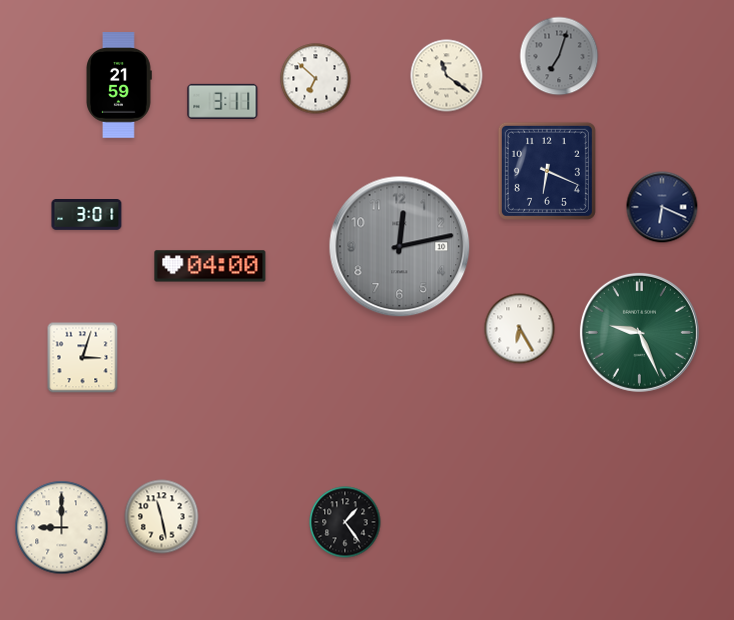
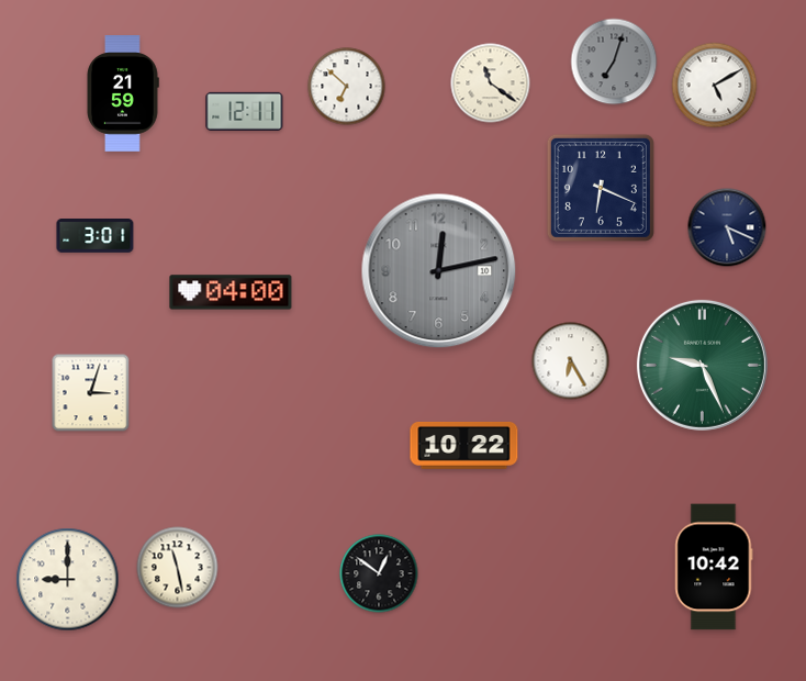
clock at (715, 86): none -> 5:10
clock at (119, 85) position: (119, 85) -> (123, 93)
clock at (223, 101): 3:11 -> 12:11
clock at (662, 207): 6:19 -> 5:19
clock at (464, 445): none -> 10:22
clock at (714, 567): none -> 10:42
clock at (345, 522): 1:24 -> 12:51
